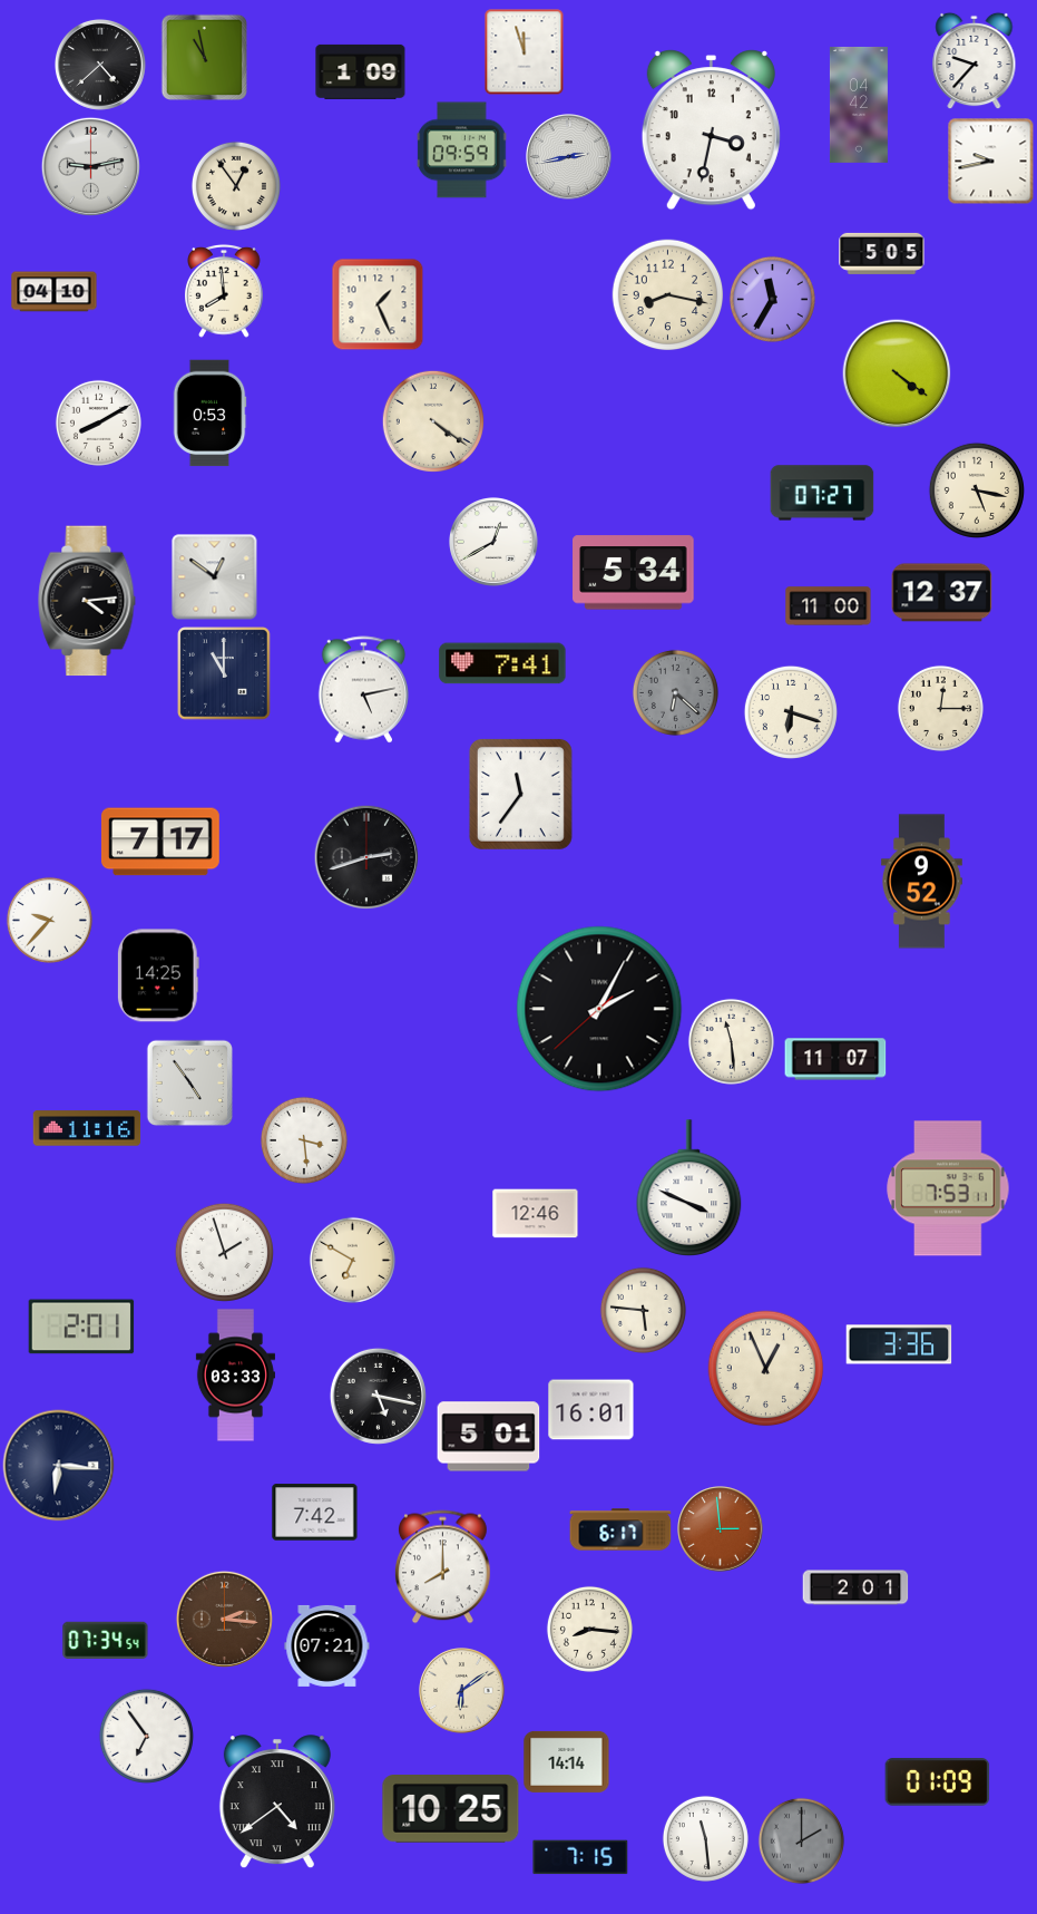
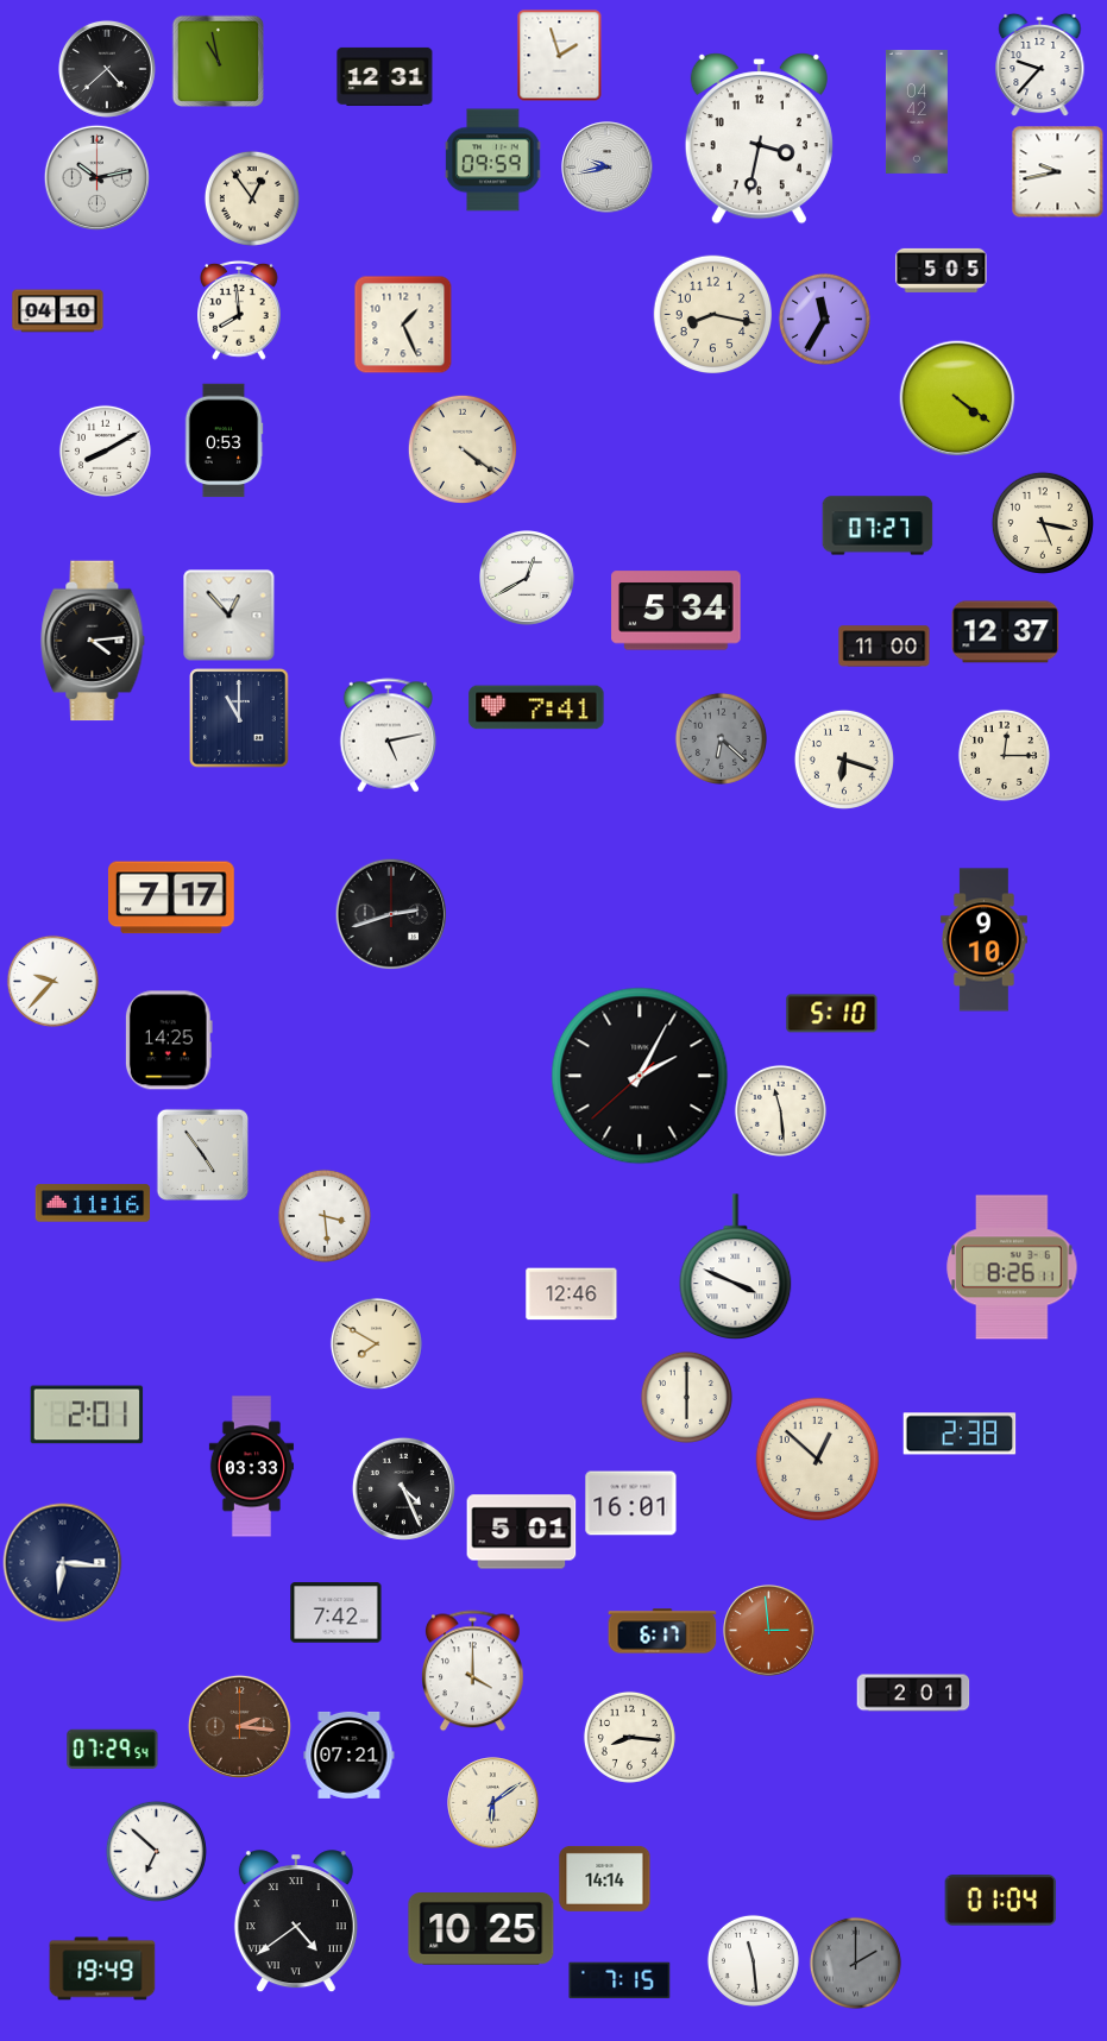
clock at (525, 51): 11:57 -> 1:57
clock at (361, 71): 1:09 -> 12:31
clock at (569, 157): 2:43 -> 9:43
clock at (90, 166): 9:13 -> 10:13
clock at (215, 577): 12:51 -> 12:53
clock at (520, 794): 11:36 -> none
clock at (921, 882): 9:52 -> 9:10
clock at (832, 1014): none -> 5:10
clock at (835, 1059): 11:07 -> none
clock at (948, 1188): 7:53 -> 8:26
clock at (224, 1252): 1:57 -> none
clock at (352, 1260): 6:50 -> 7:50
clock at (643, 1310): 5:46 -> 6:00
clock at (899, 1344): 3:36 -> 2:38
clock at (766, 1369): 12:56 -> 12:52
clock at (378, 1396): 5:17 -> 4:26
clock at (442, 1567): 8:00 -> 4:00
clock at (106, 1640): 07:34 -> 07:29
clock at (146, 1736): 6:54 -> 6:52
clock at (938, 1782): 01:09 -> 01:04
clock at (102, 1968): none -> 19:49
